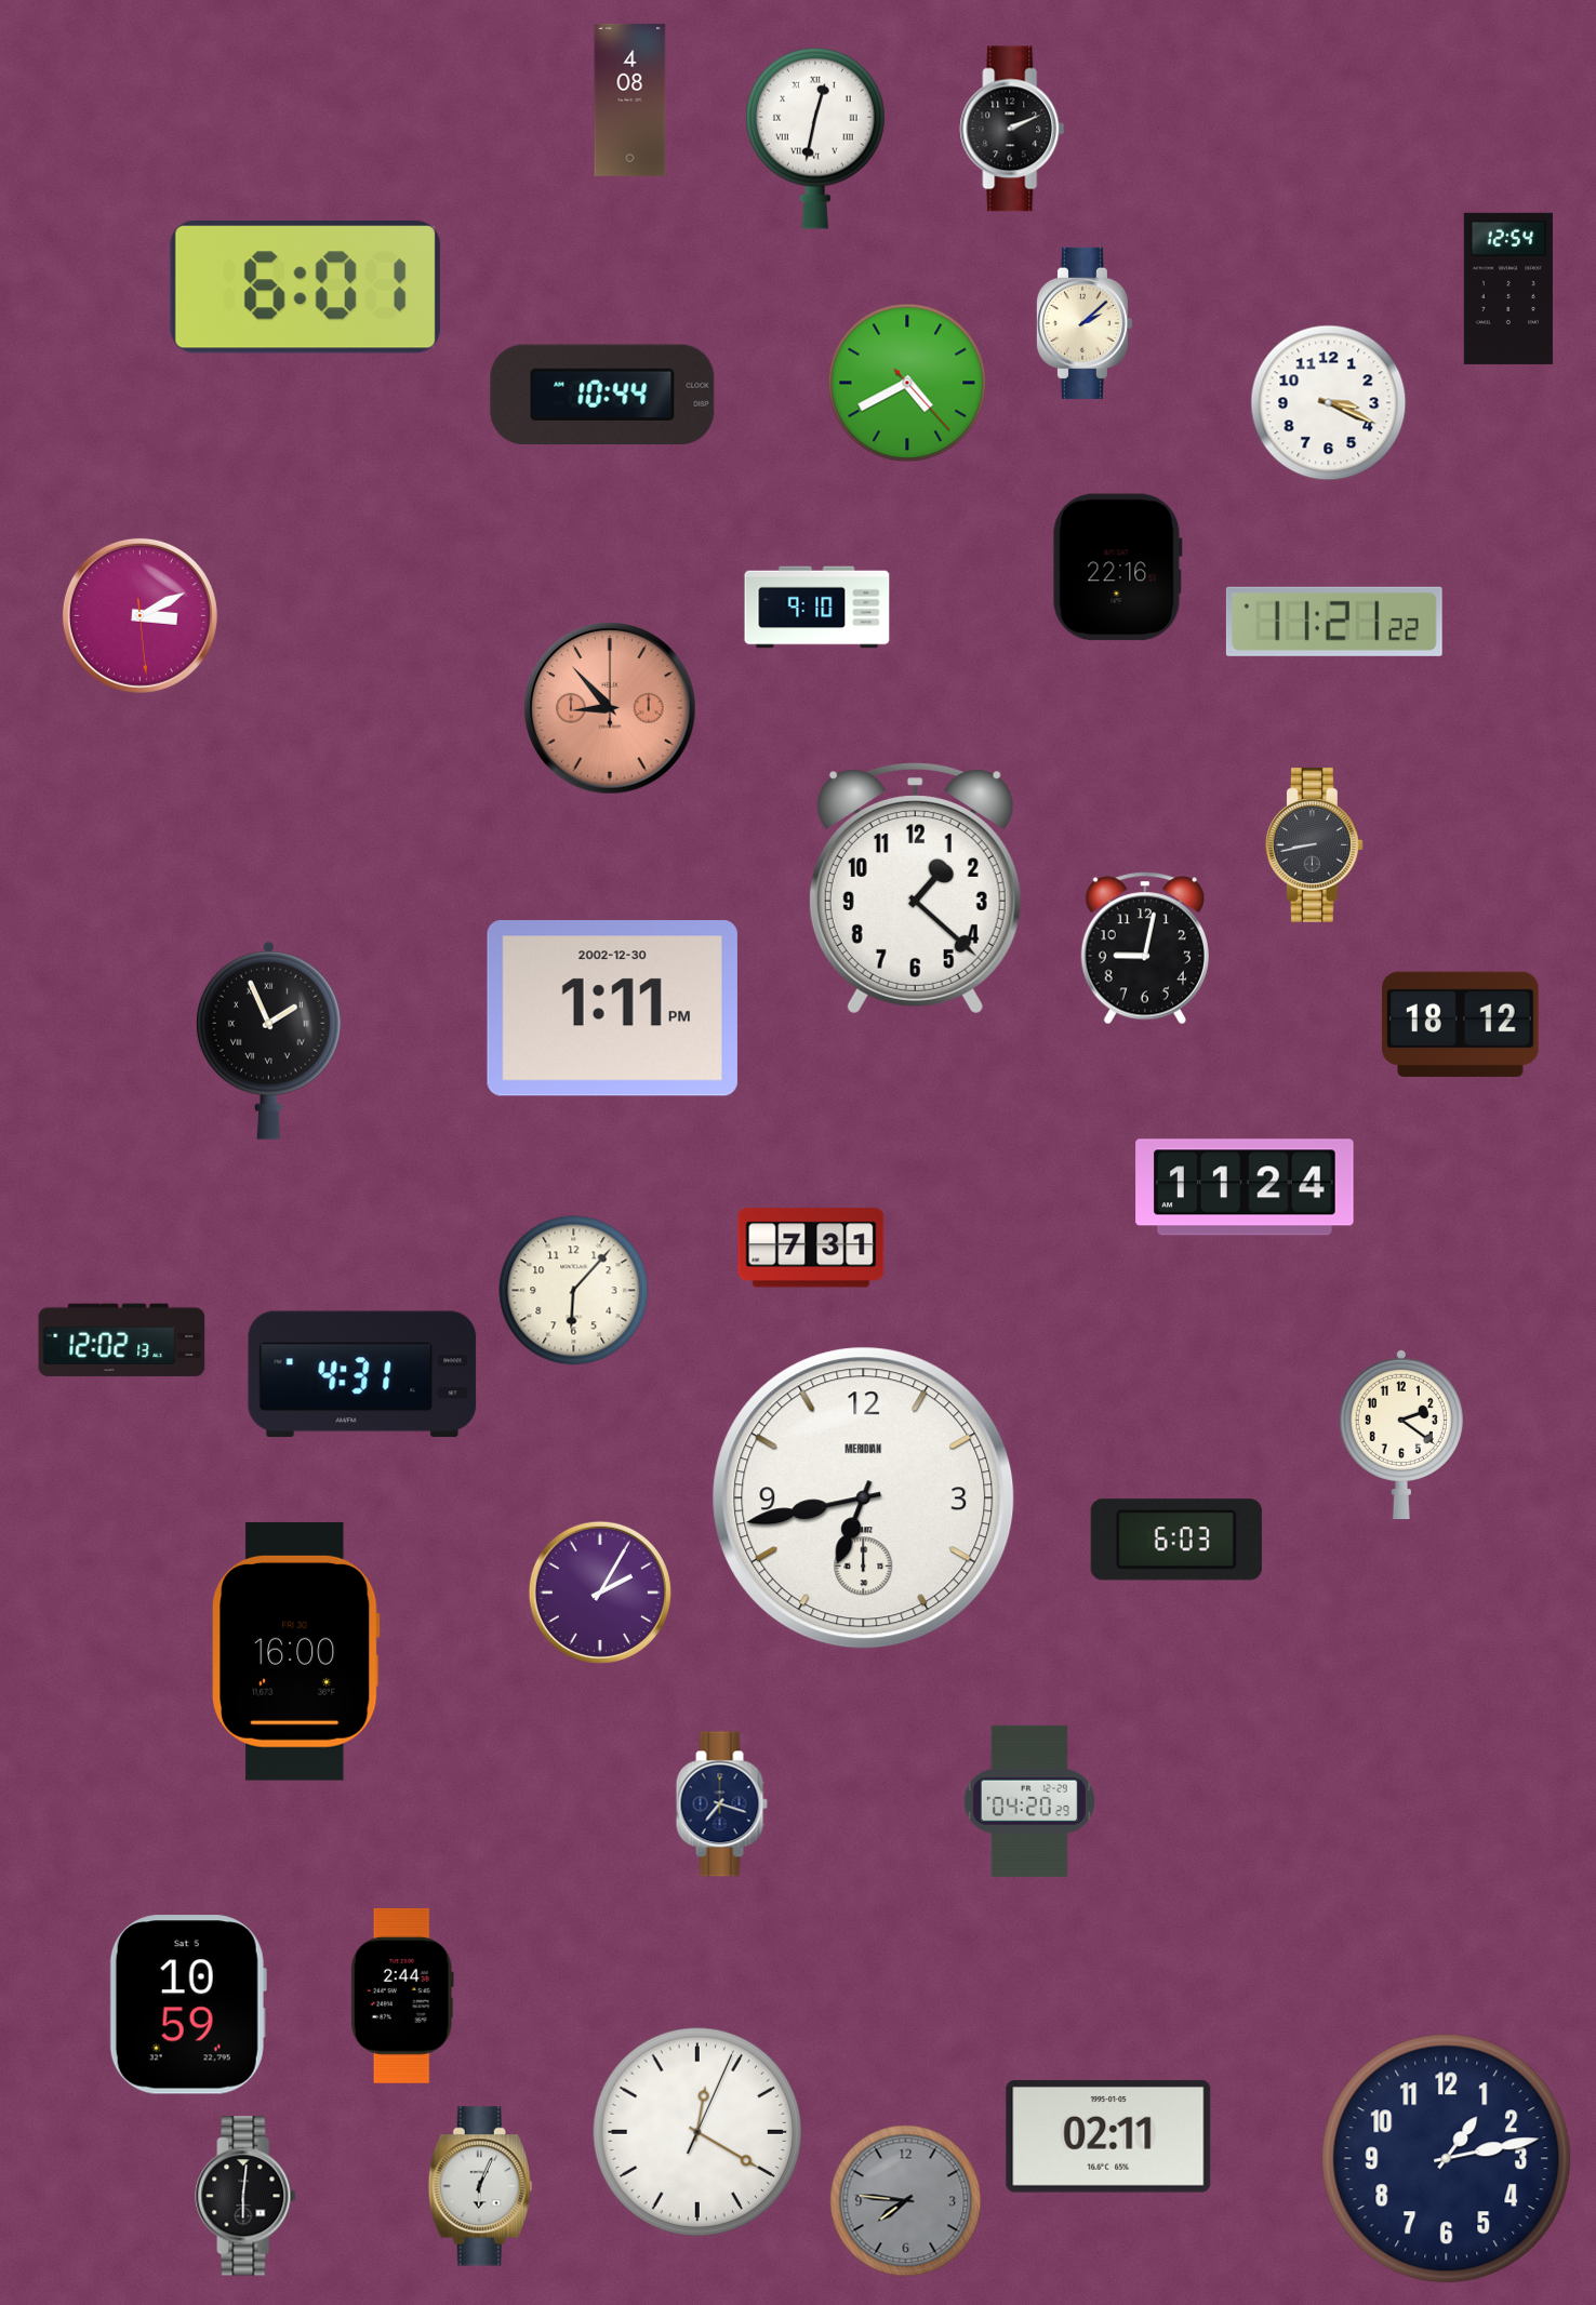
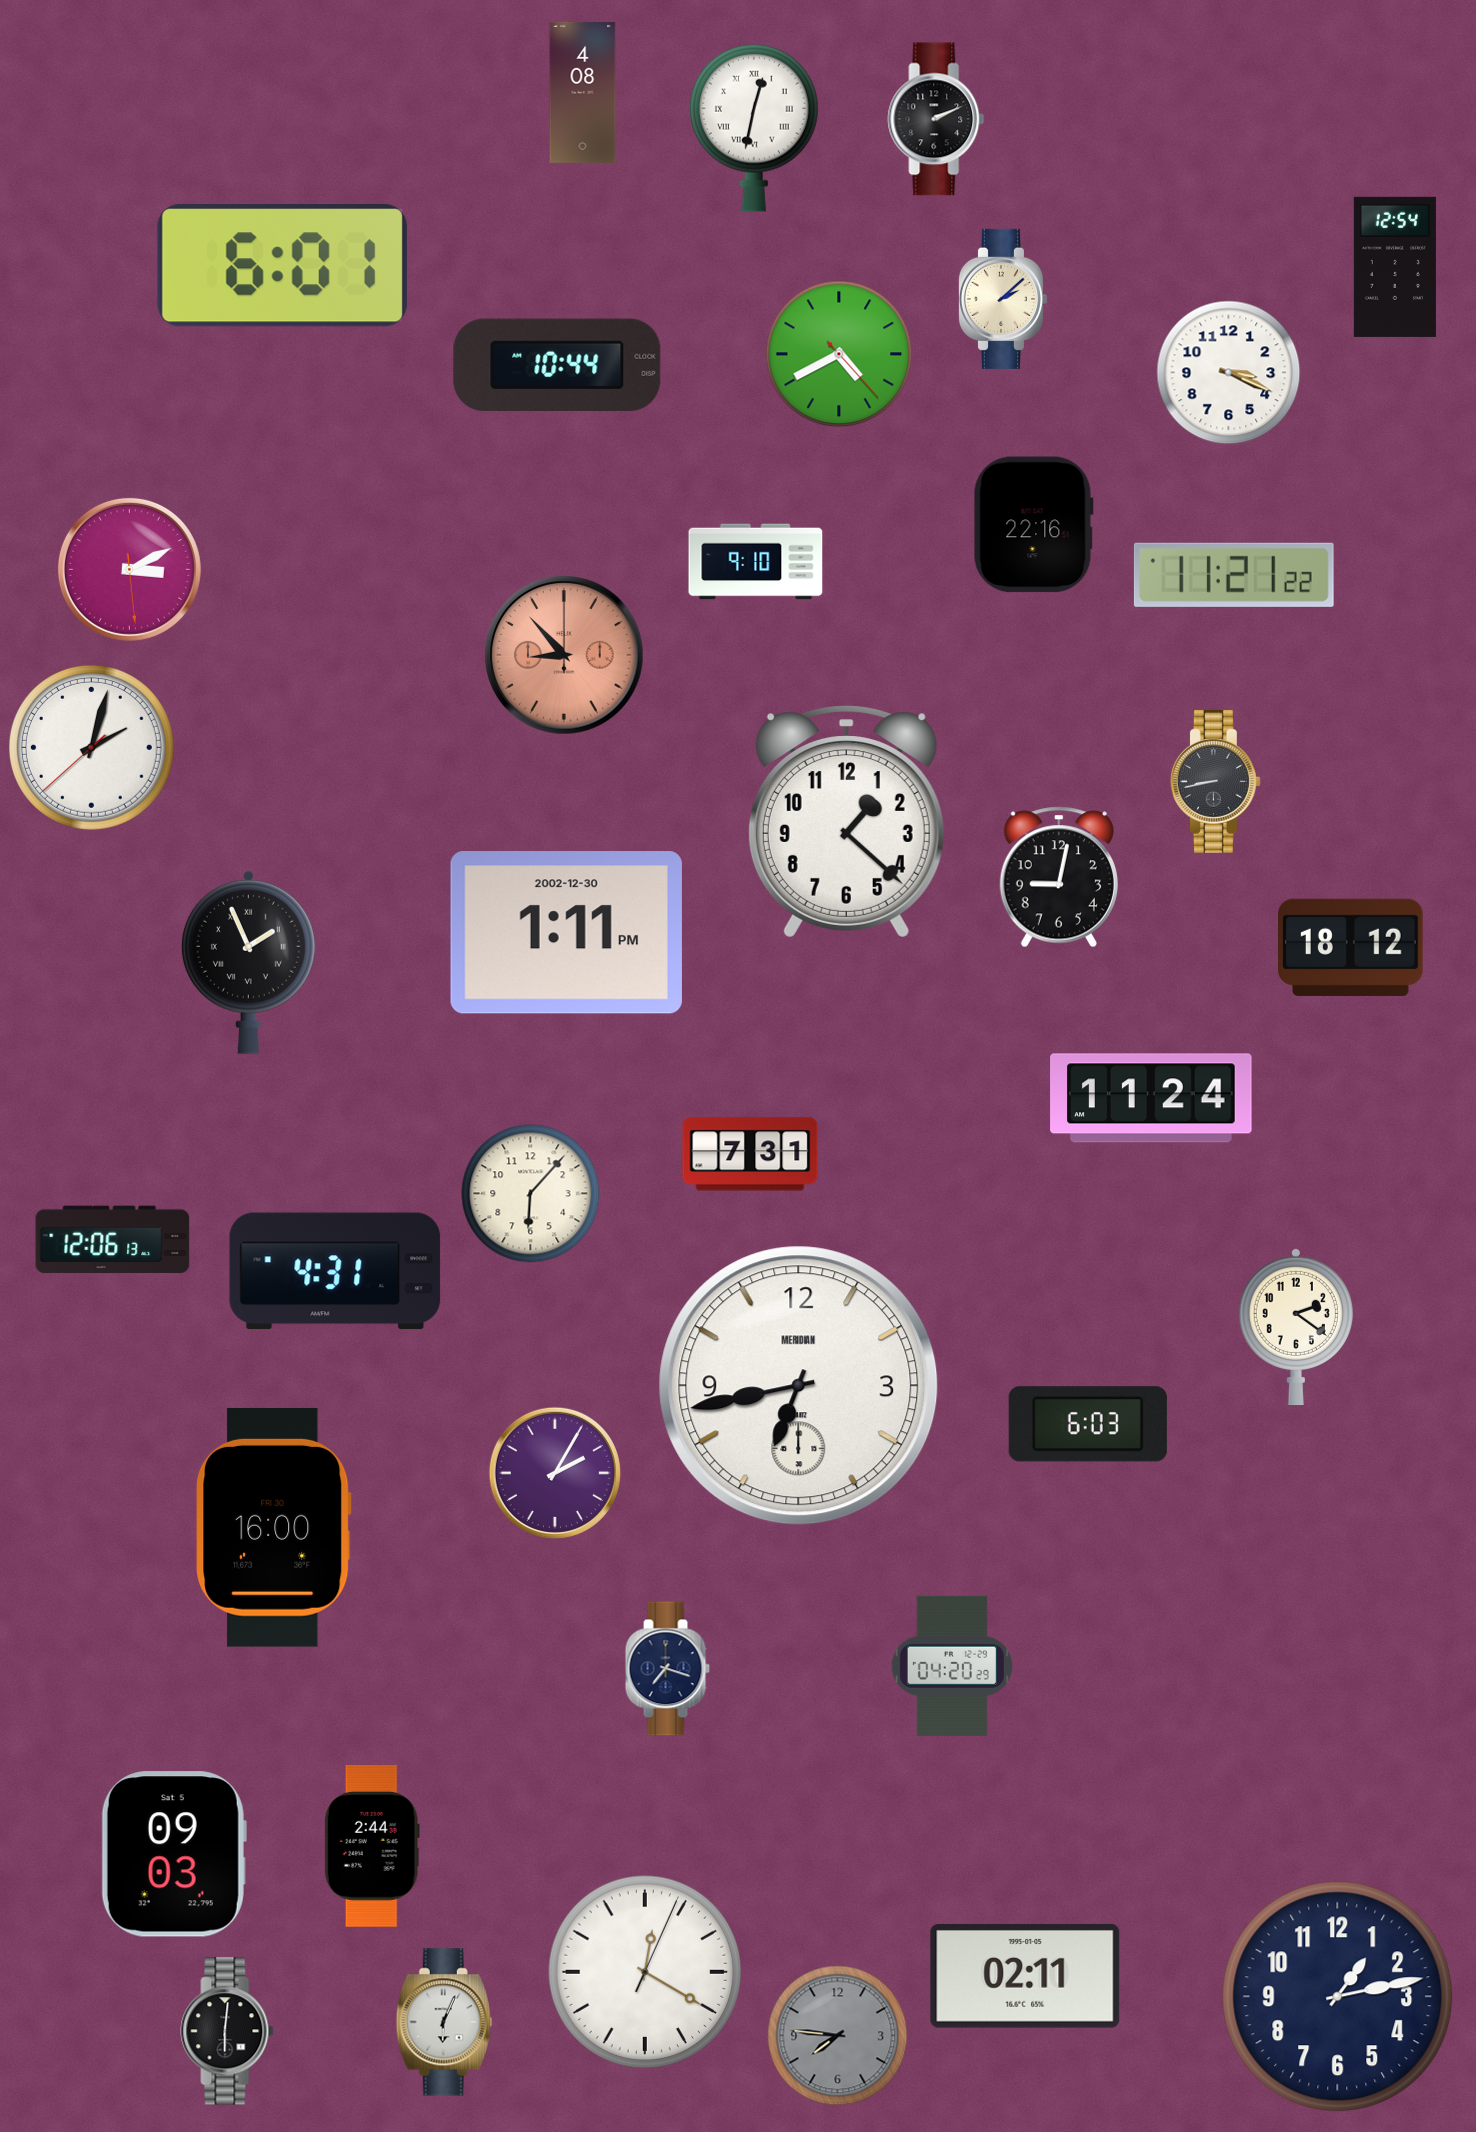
clock at (91, 747): none -> 2:02
clock at (122, 1341): 12:02 -> 12:06
clock at (188, 2004): 10:59 -> 09:03
